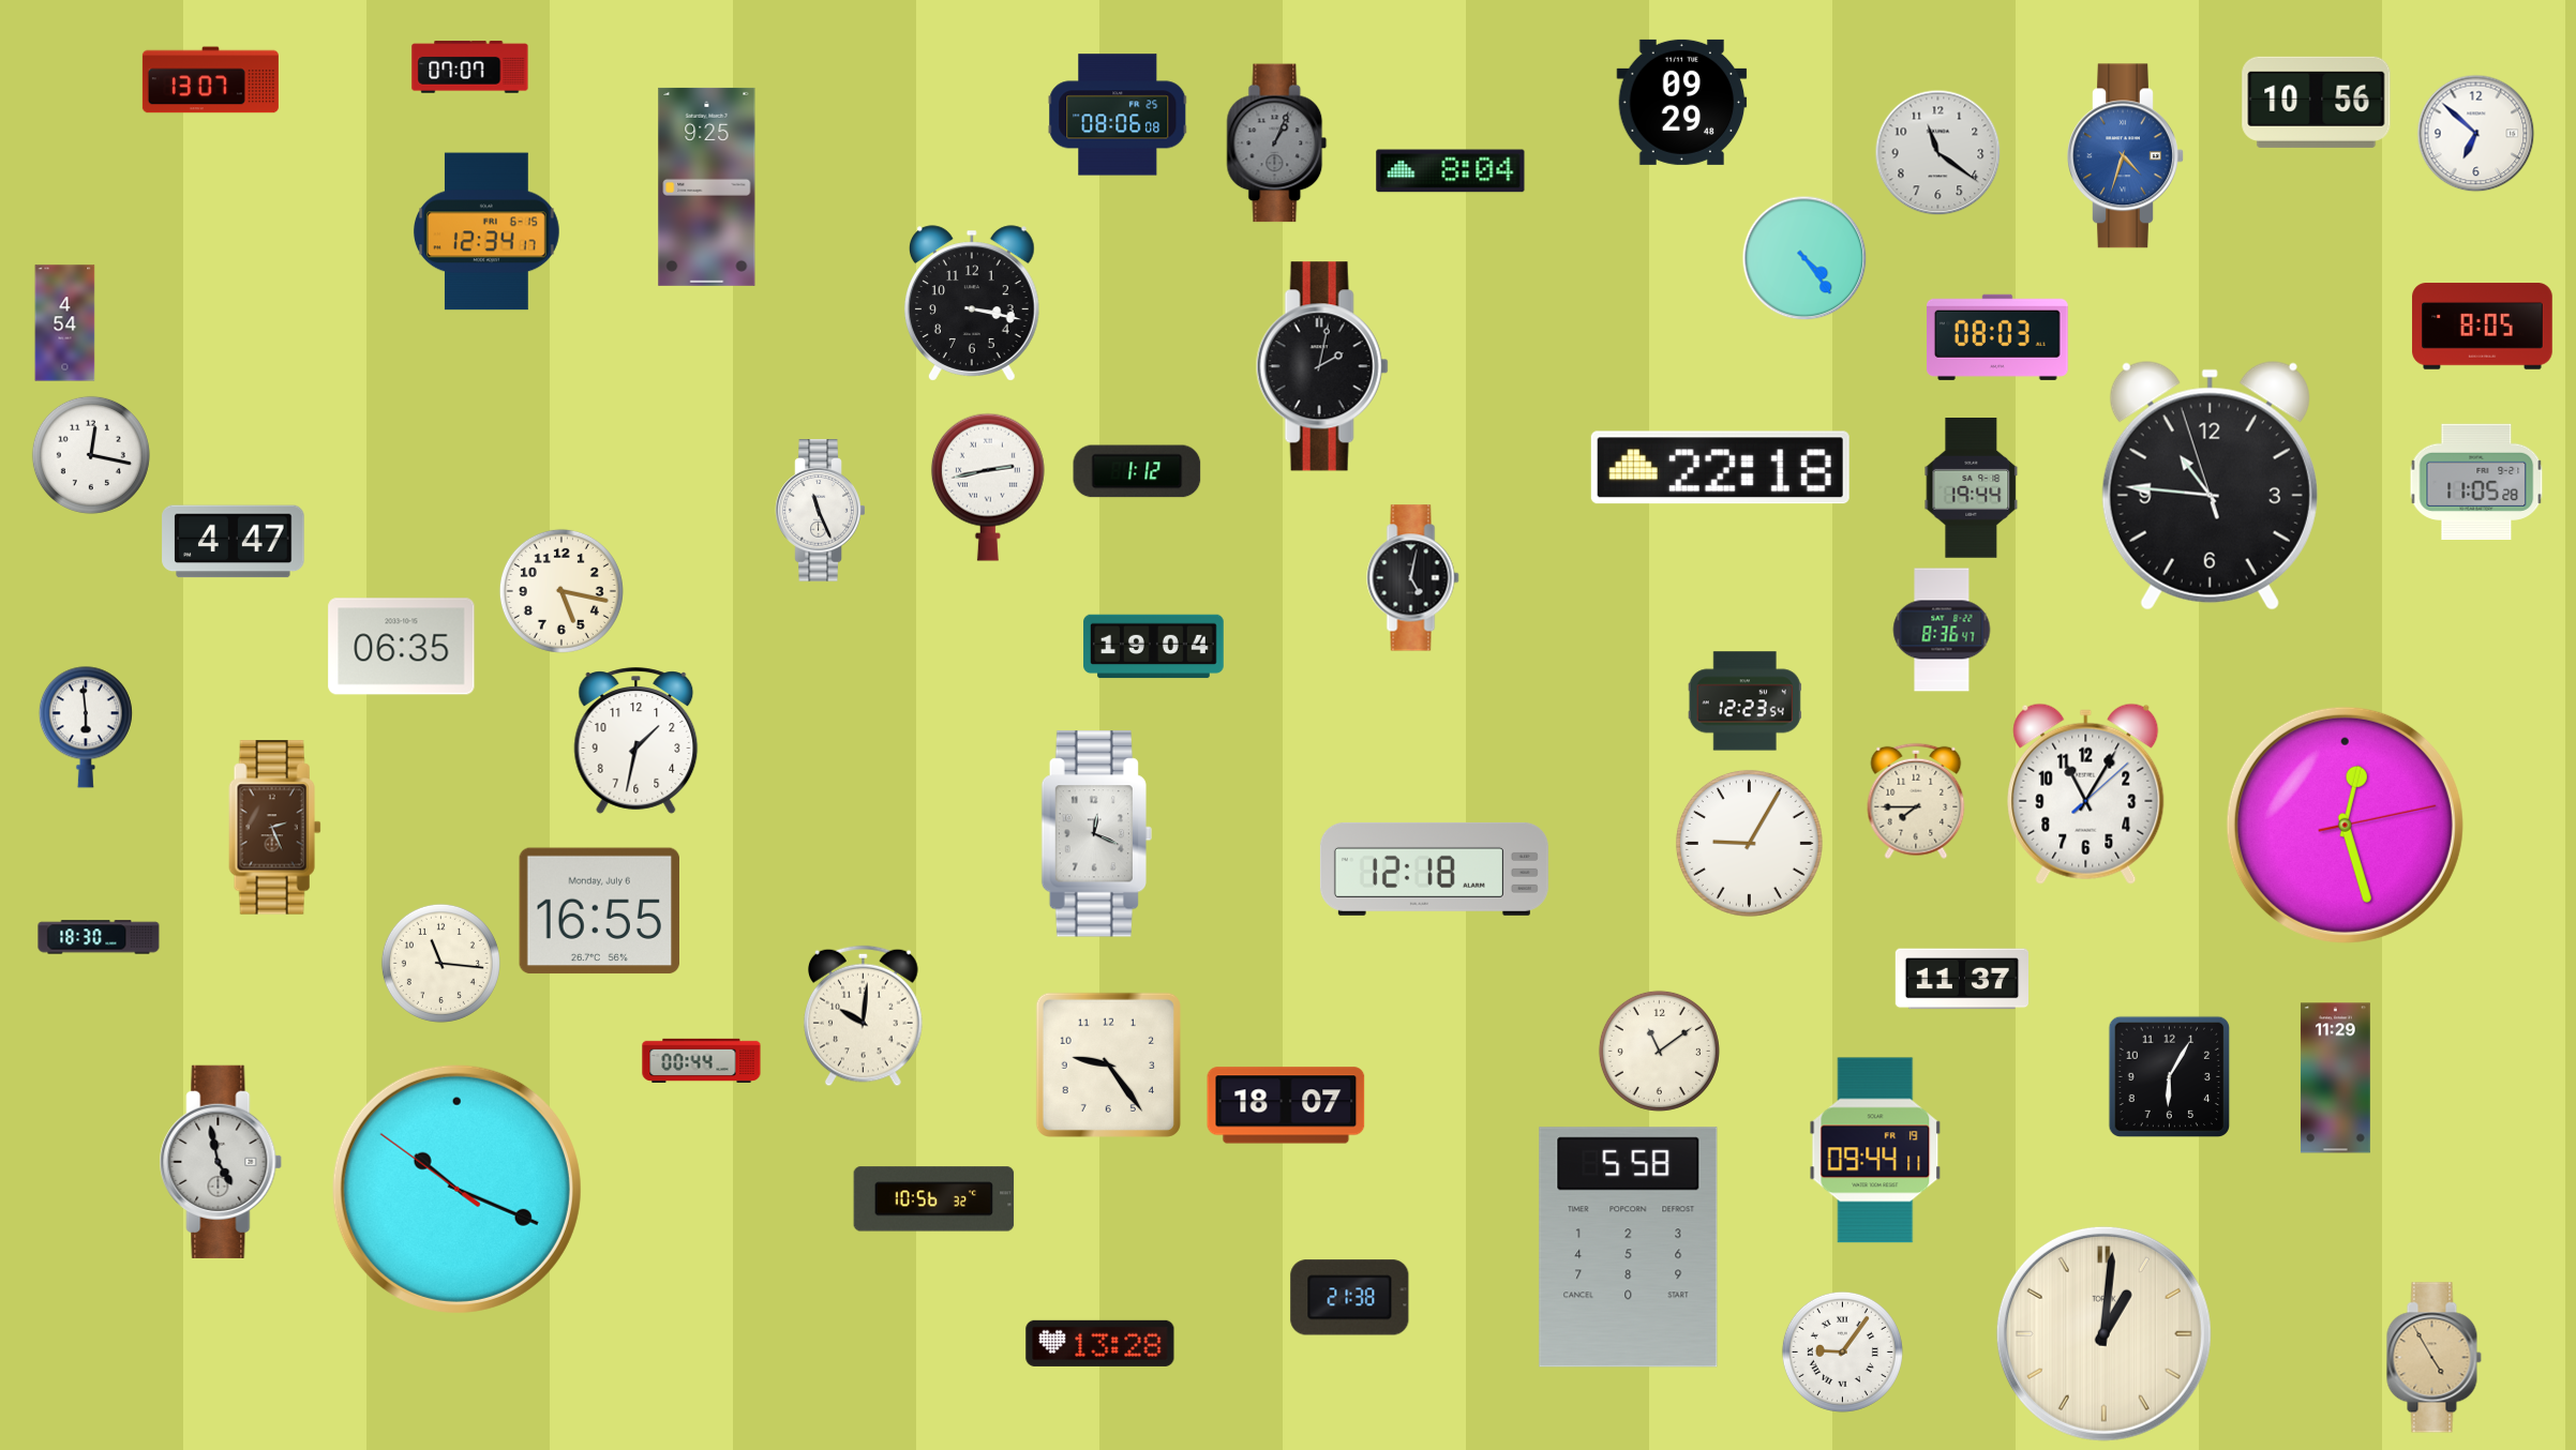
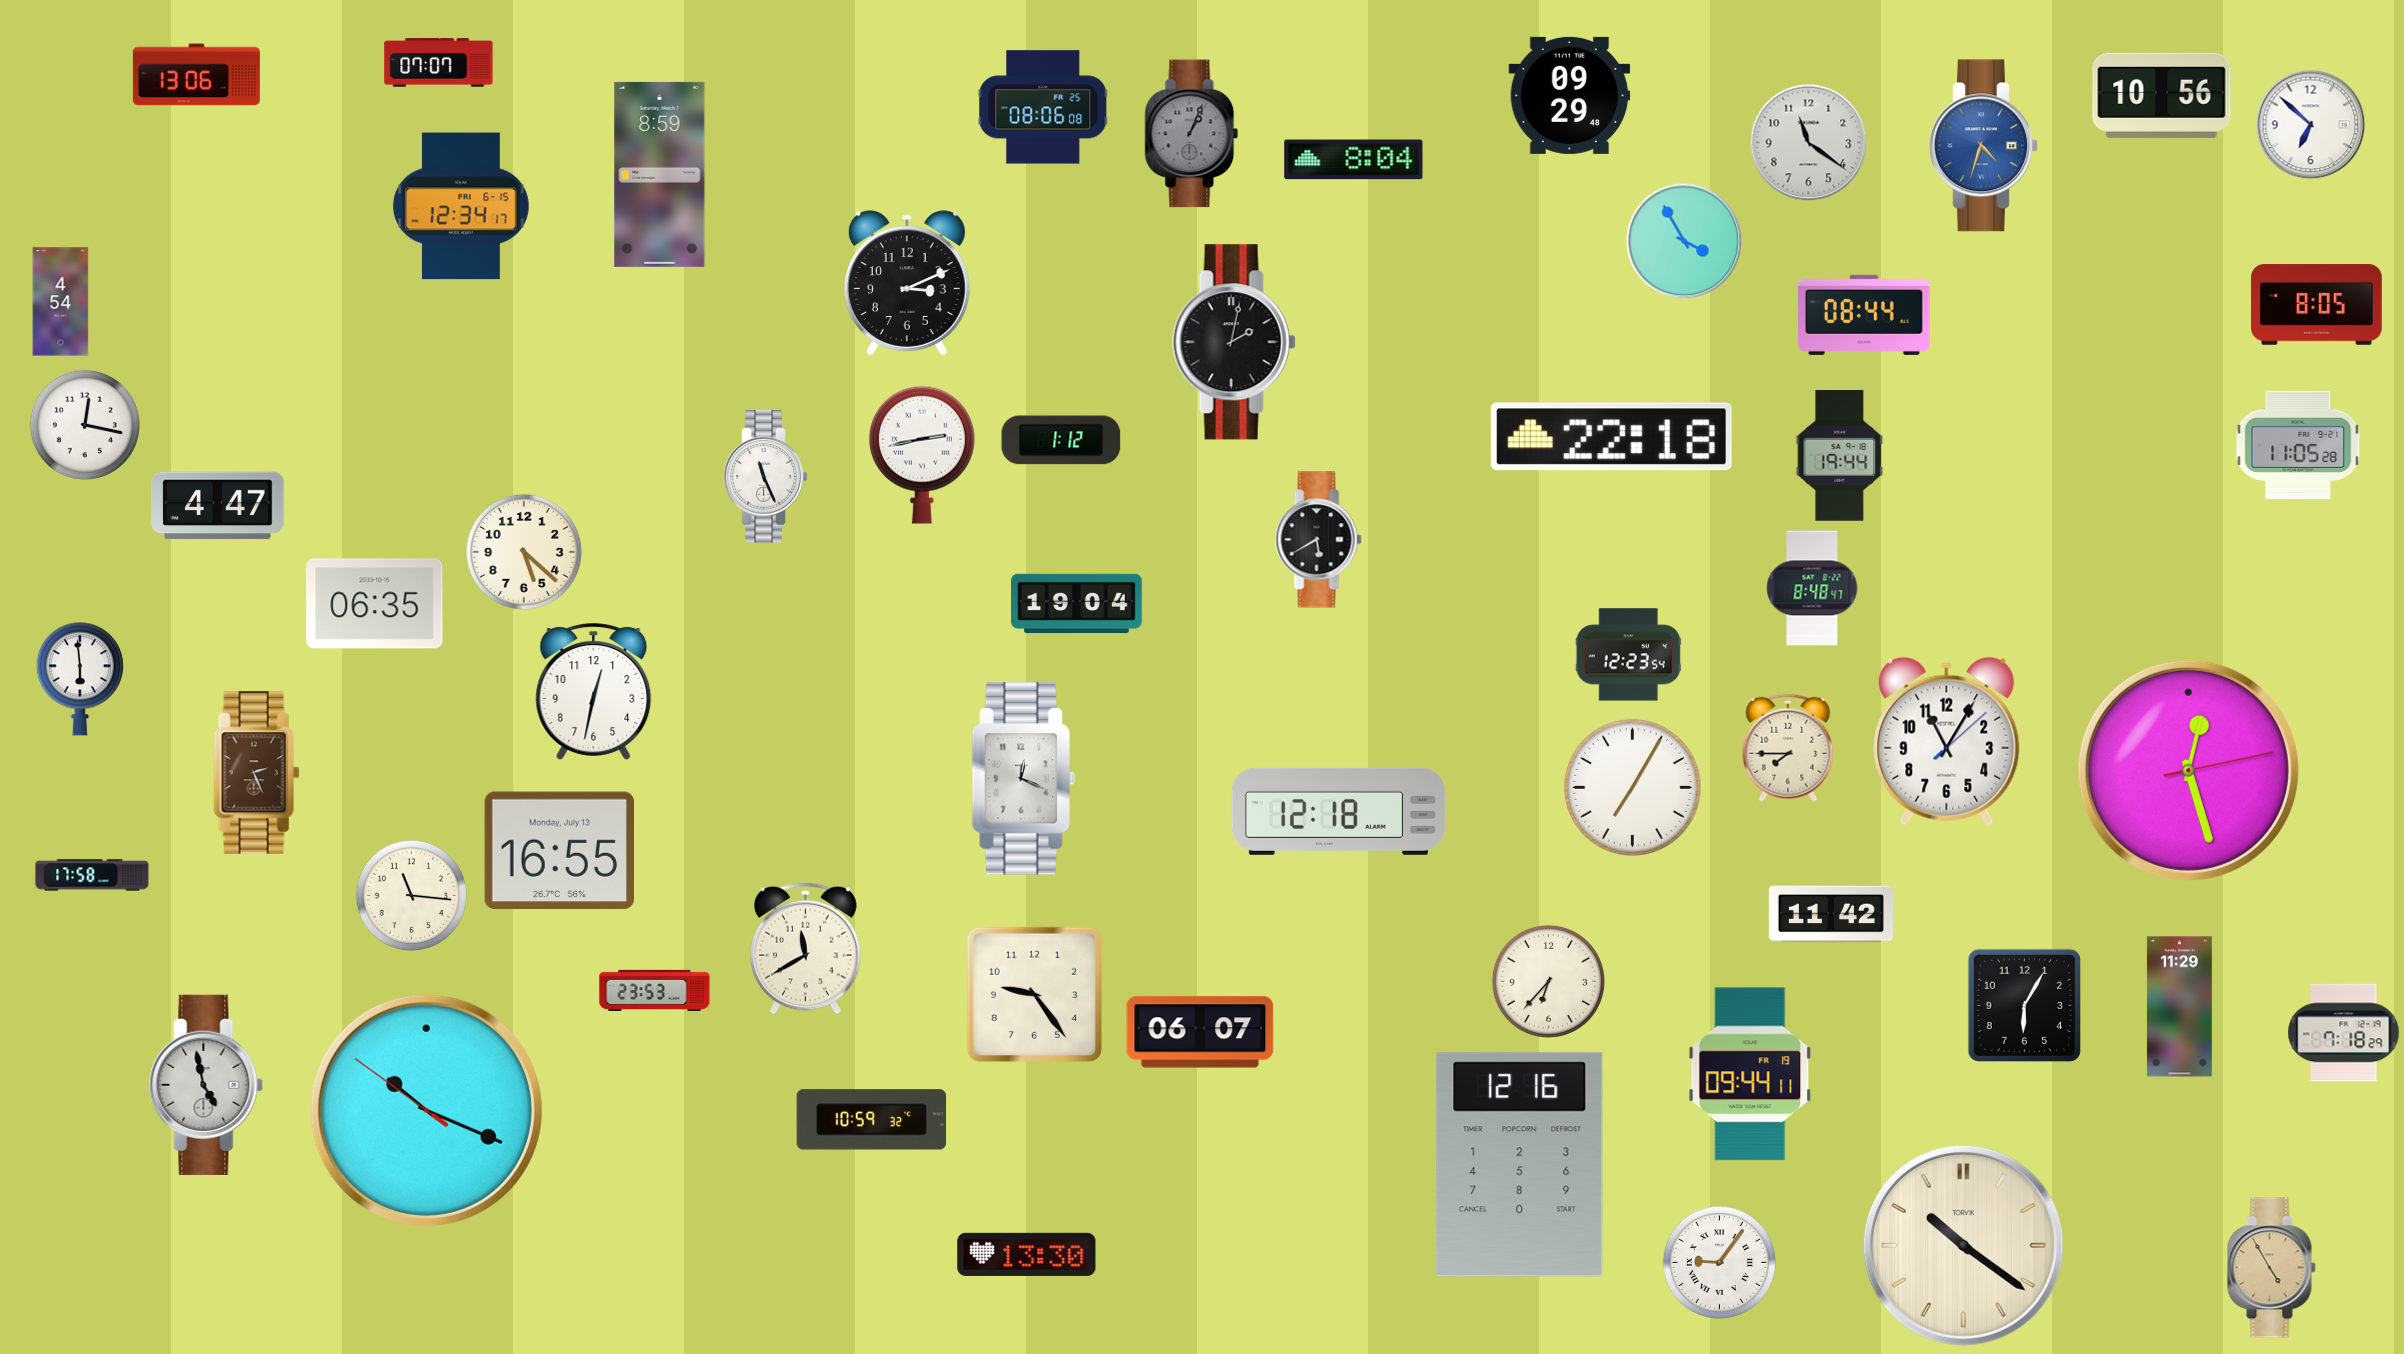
clock at (210, 80): 13:07 -> 13:06
clock at (707, 186): 9:25 -> 8:59
clock at (486, 231) position: (486, 231) -> (461, 206)
clock at (1804, 258): 4:24 -> 3:55
clock at (972, 303): 3:17 -> 3:11
clock at (1998, 337): 08:03 -> 08:44
clock at (1720, 468) position: (1720, 468) -> (1611, 437)
clock at (2476, 481) position: (2476, 481) -> (2298, 444)
clock at (2210, 485): 10:45 -> none
clock at (1413, 578): 5:02 -> 5:40
clock at (561, 591): 5:17 -> 5:22
clock at (1942, 630): 8:36 -> 8:48
clock at (636, 741): 1:32 -> 12:32
clock at (1749, 843): 9:05 -> 7:05
clock at (599, 911) date: Monday, July 6 -> Monday, July 13
clock at (99, 937): 18:30 -> 17:58
clock at (440, 963) position: (440, 963) -> (411, 895)
clock at (1961, 979): 11:37 -> 11:42
clock at (864, 1016): 10:01 -> 11:40
clock at (1659, 1051): 11:09 -> 6:37
clock at (702, 1060): 00:44 -> 23:53
clock at (1286, 1105): 18:07 -> 06:07
clock at (2344, 1033): none -> 7:18
clock at (934, 1199): 10:56 -> 10:59
clock at (1629, 1248): 5:58 -> 12:16
clock at (1350, 1298): 21:38 -> none
clock at (2103, 1333): 1:01 -> 10:21
clock at (1100, 1343): 13:28 -> 13:30
